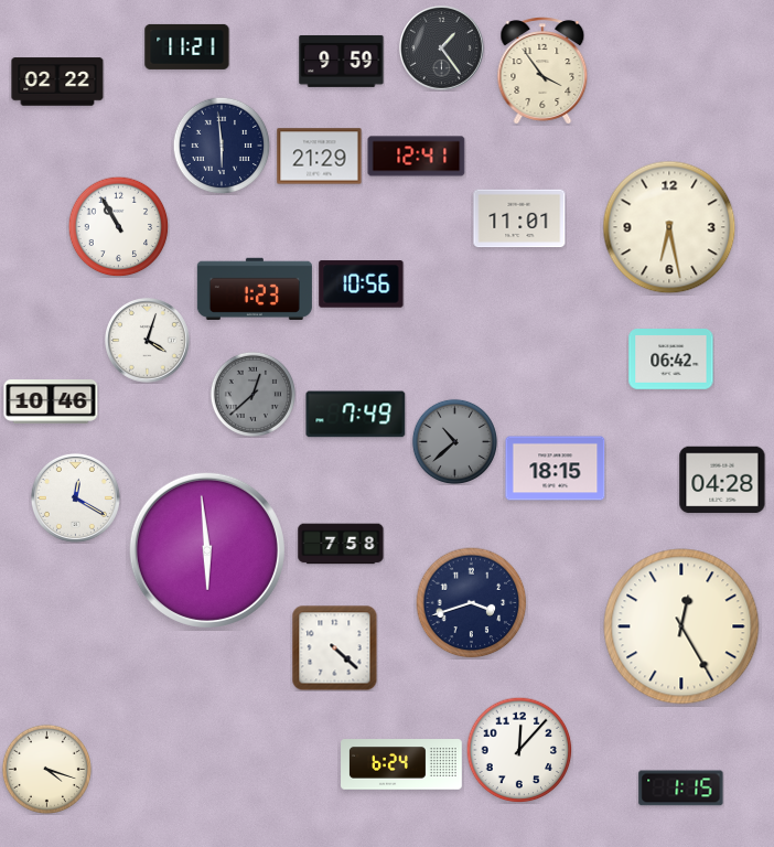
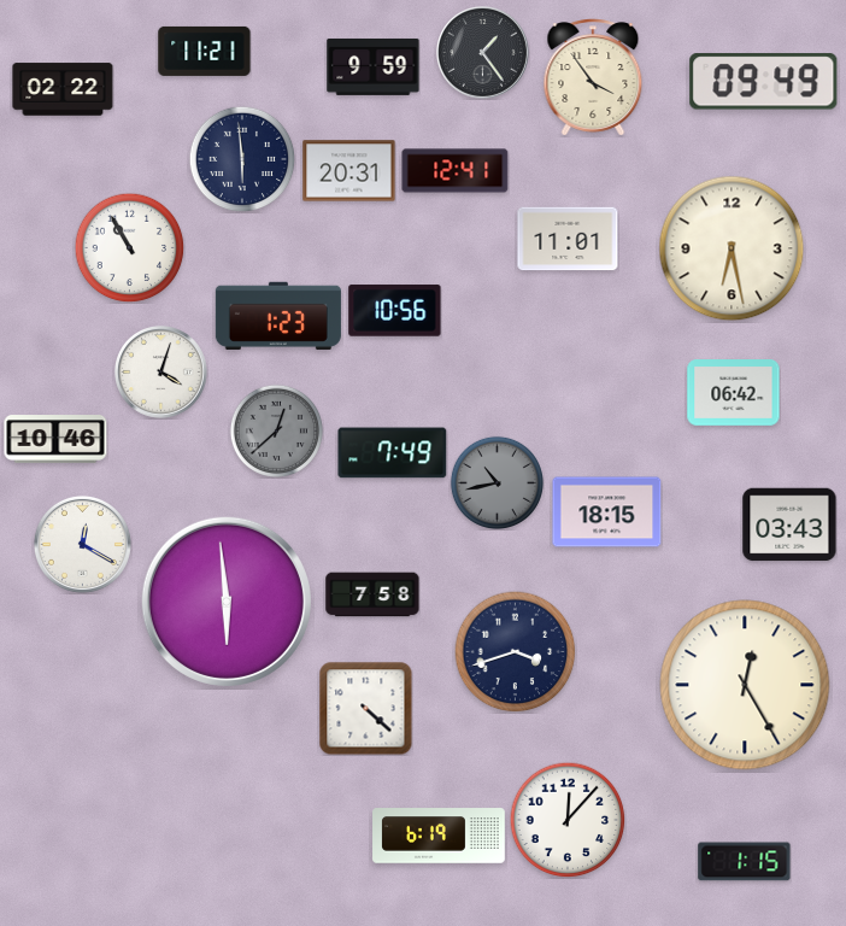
clock at (764, 82): none -> 09:49
clock at (320, 157): 21:29 -> 20:31
clock at (356, 415) position: (356, 415) -> (393, 453)
clock at (454, 441): 10:38 -> 10:43
clock at (722, 480): 04:28 -> 03:43
clock at (472, 603) position: (472, 603) -> (516, 652)
clock at (401, 764): 6:24 -> 6:19
clock at (46, 769): 4:18 -> none
